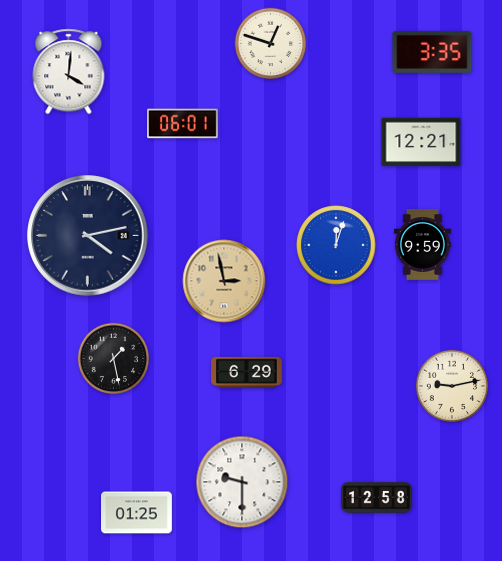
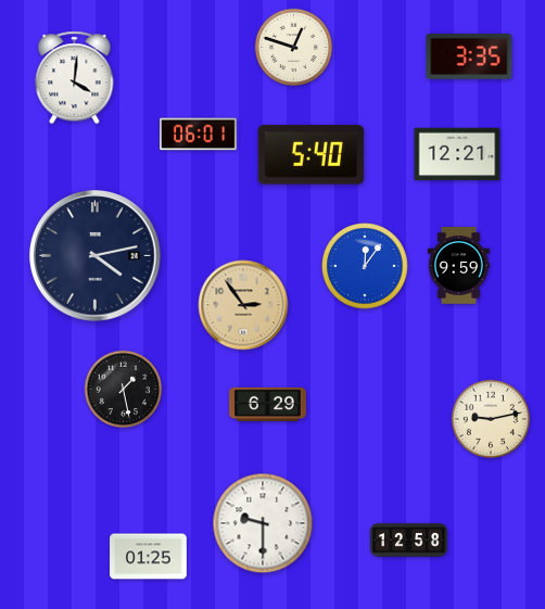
clock at (312, 155): none -> 5:40
clock at (336, 245): 12:03 -> 12:06
clock at (224, 281): 2:58 -> 2:54
